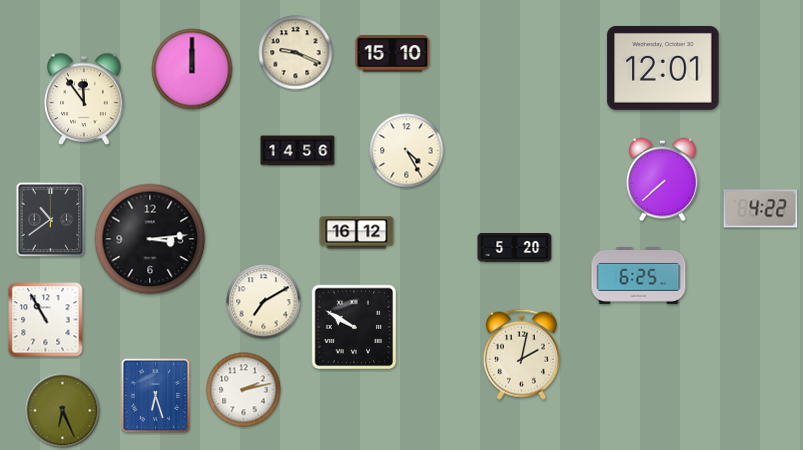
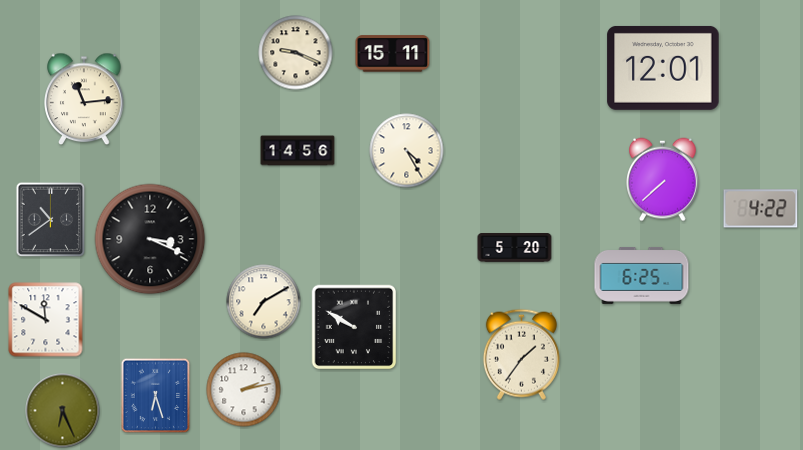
clock at (393, 54): 15:10 -> 15:11
clock at (192, 69): 12:00 -> none
clock at (84, 99): 11:54 -> 11:14
clock at (357, 233): 16:12 -> none
clock at (150, 239): 3:14 -> 3:19
clock at (639, 276) position: (639, 276) -> (642, 276)
clock at (46, 320): 10:55 -> 11:50
clock at (521, 354): 2:02 -> 1:36
